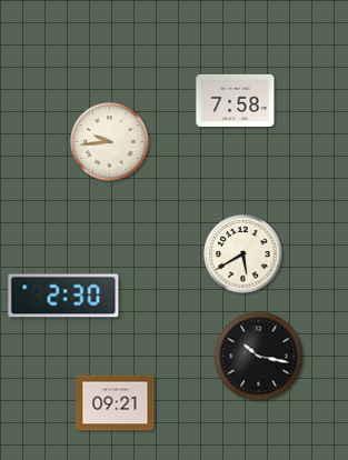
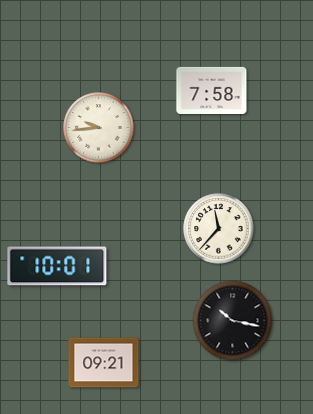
clock at (243, 254): 5:40 -> 11:37
clock at (63, 296): 2:30 -> 10:01
